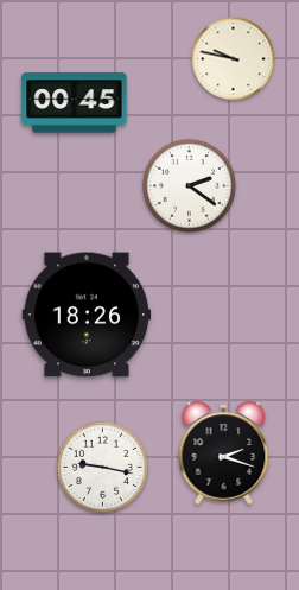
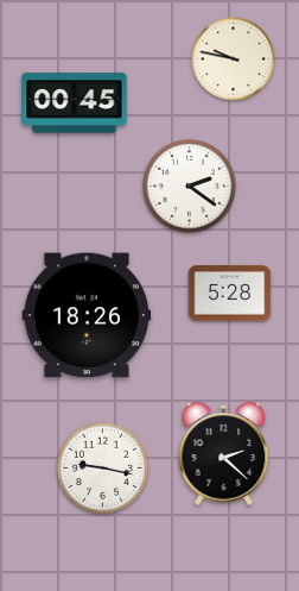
clock at (230, 294): none -> 5:28
clock at (224, 452): 2:18 -> 2:22
